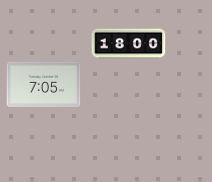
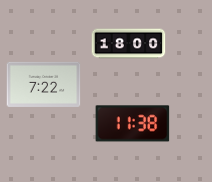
clock at (44, 84): 7:05 -> 7:22
clock at (133, 124): none -> 11:38
